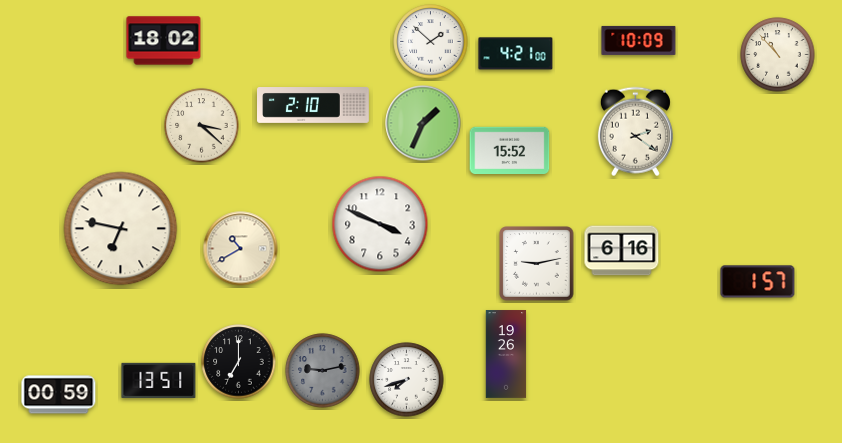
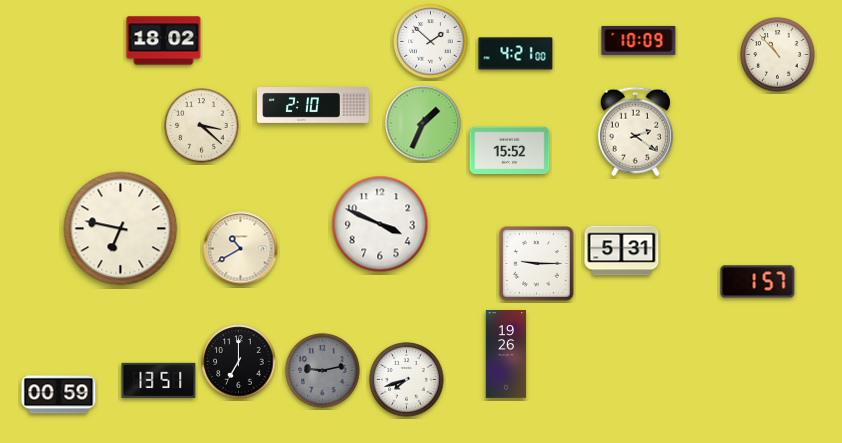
clock at (622, 251): 6:16 -> 5:31
clock at (537, 264): 9:13 -> 9:15
